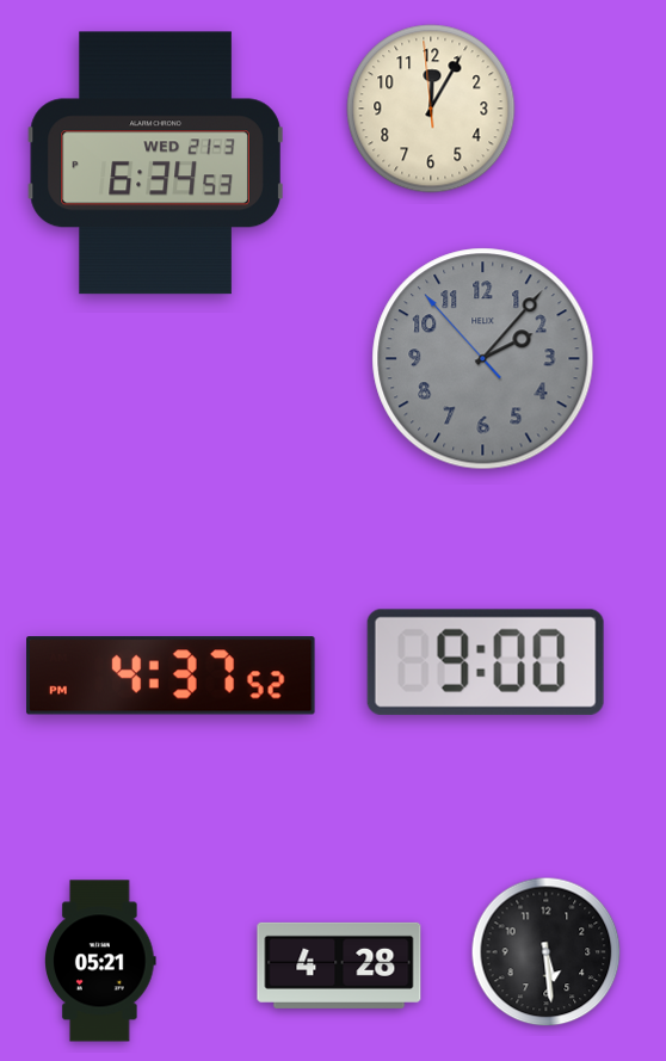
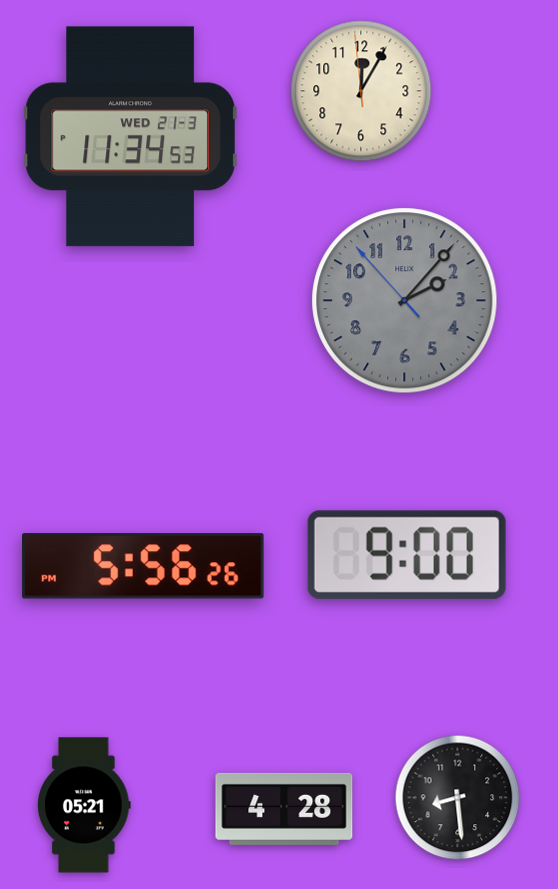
clock at (155, 164): 6:34 -> 11:34
clock at (172, 676): 4:37 -> 5:56
clock at (547, 952): 5:29 -> 8:29
